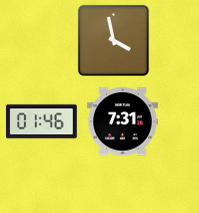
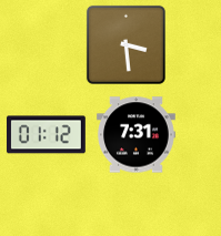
clock at (113, 40): 3:58 -> 3:29
clock at (41, 122): 01:46 -> 01:12
